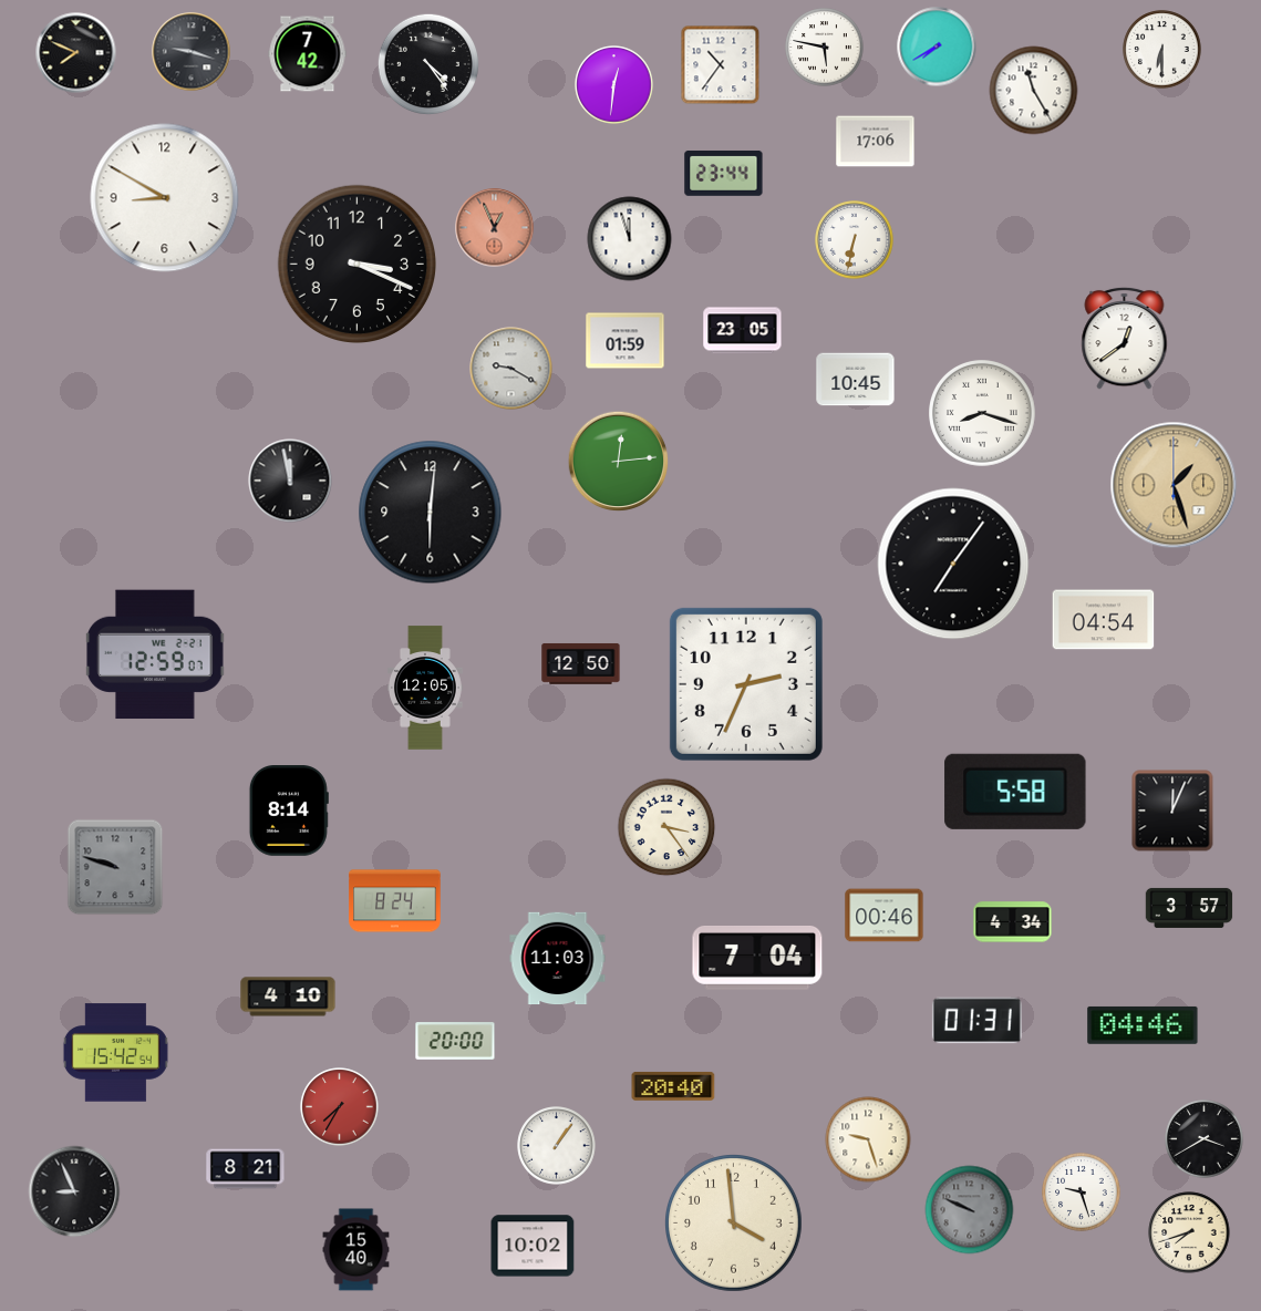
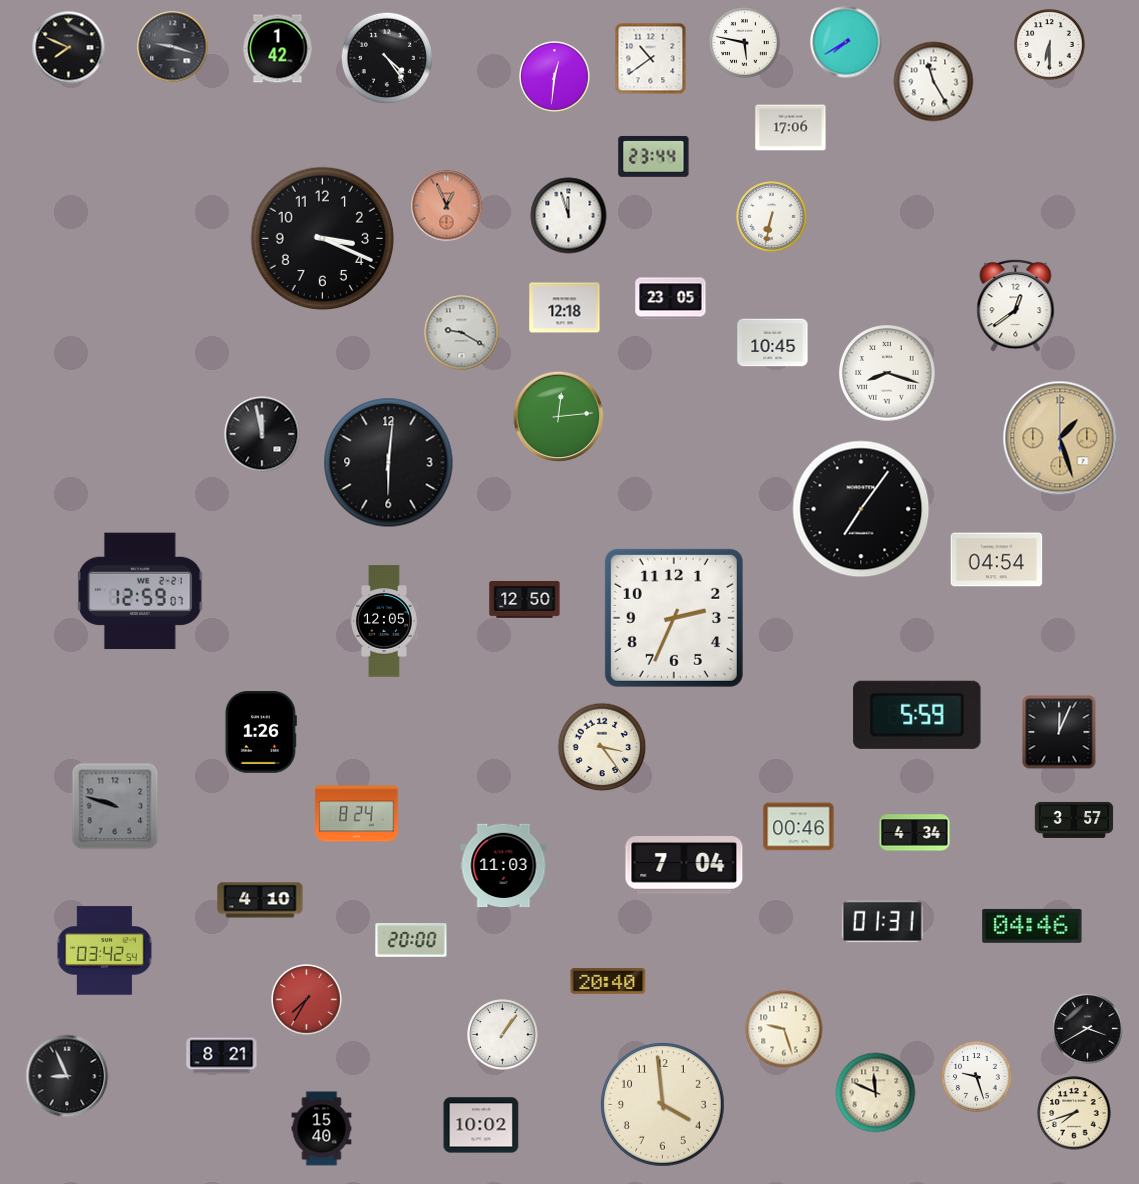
clock at (308, 54): 7:42 -> 1:42
clock at (721, 65): 10:36 -> 10:39
clock at (165, 198): 8:50 -> none
clock at (626, 341): 01:59 -> 12:18
clock at (1015, 792): 5:58 -> 5:59
clock at (289, 812): 8:14 -> 1:26
clock at (115, 867) position: (115, 867) -> (115, 806)
clock at (115, 1053): 15:42 -> 03:42
clock at (970, 1210): 9:49 -> 11:49
clock at (970, 1210) dial: grey -> cream
